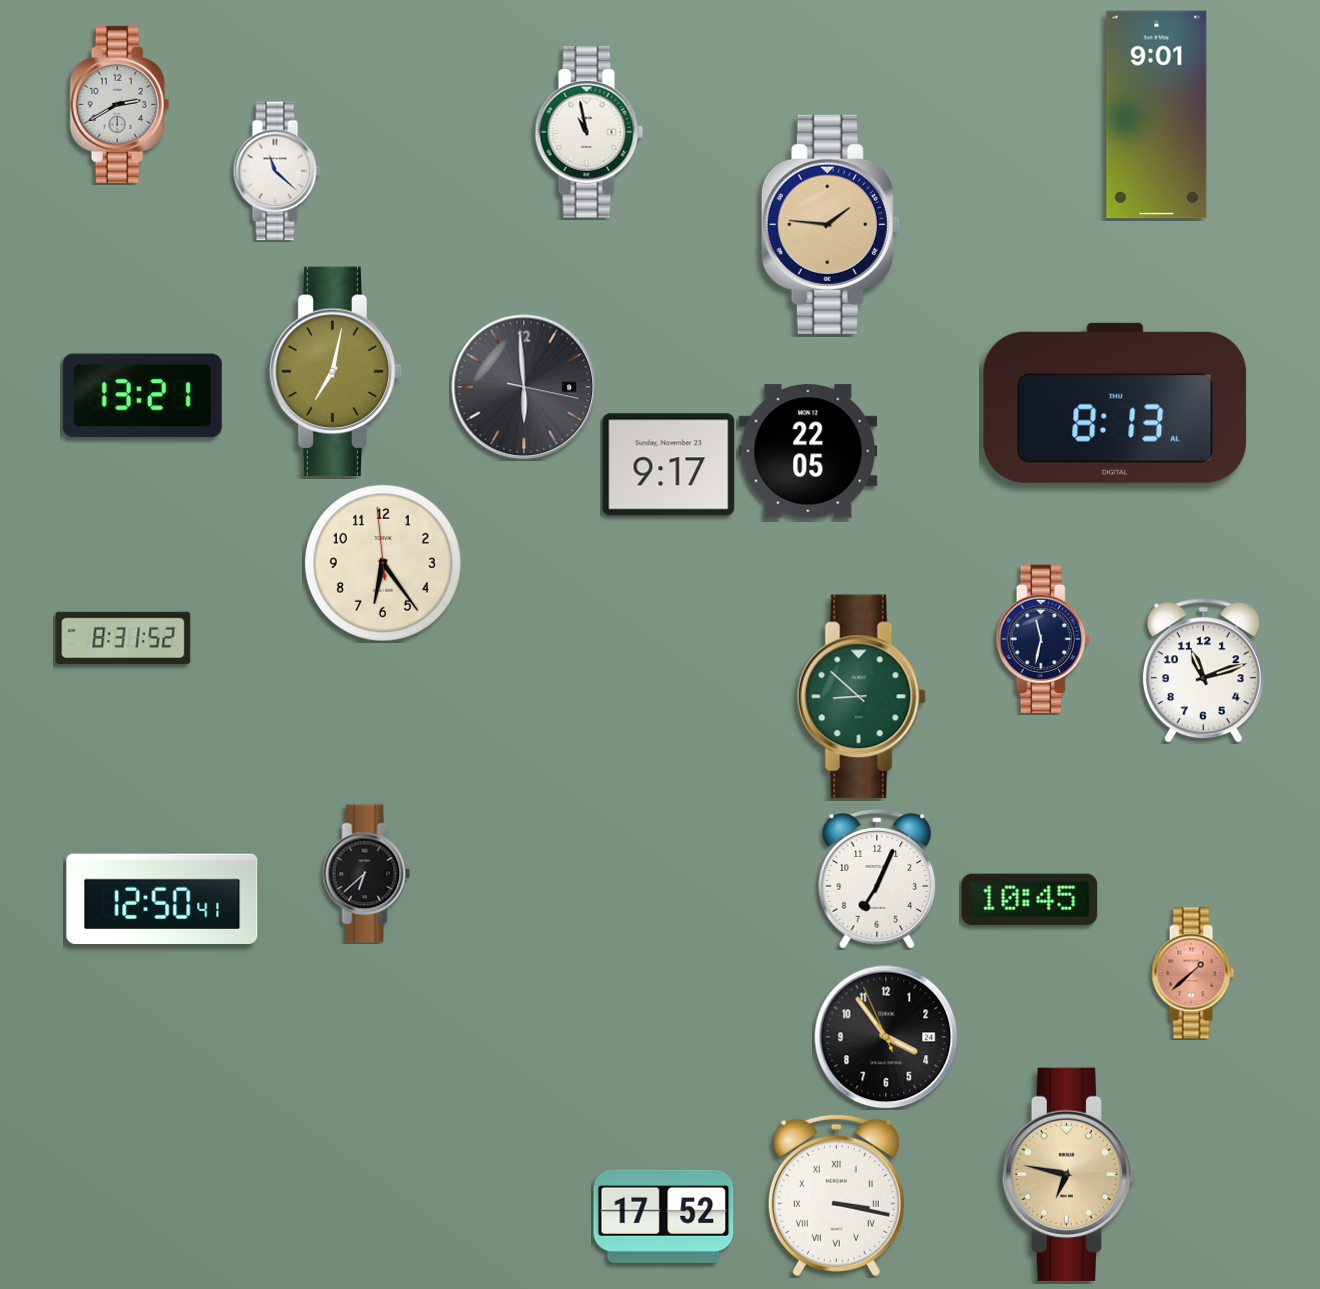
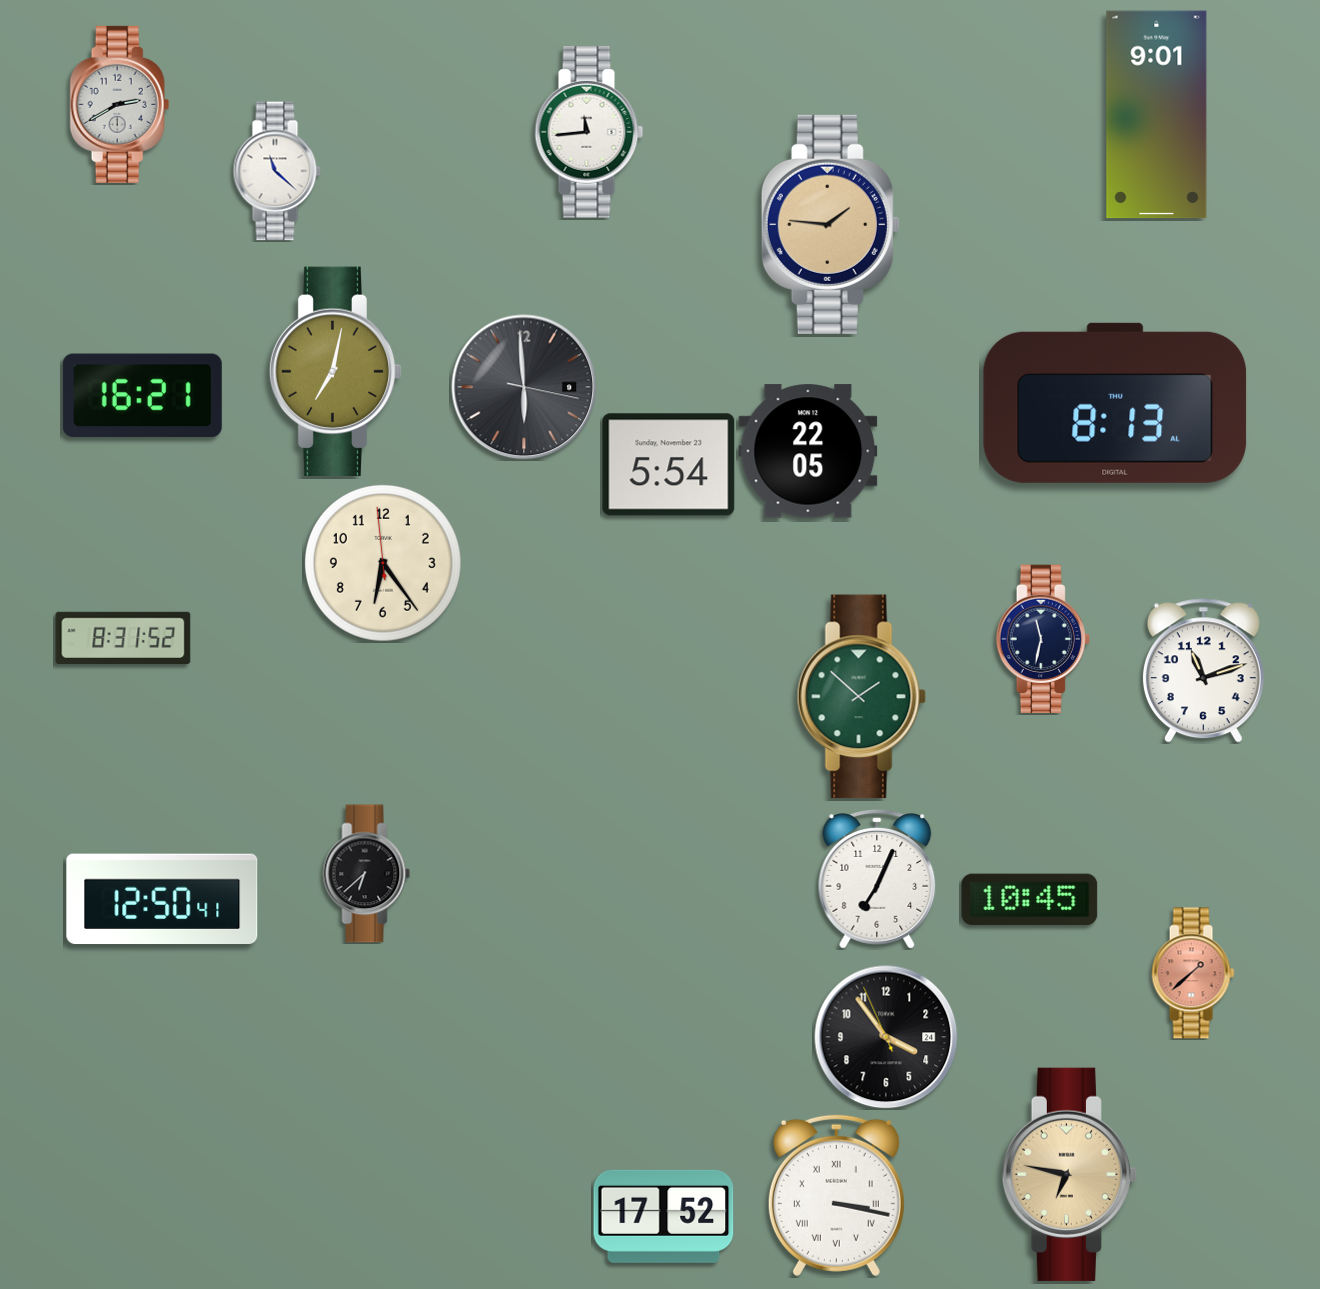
clock at (589, 132): 10:58 -> 11:44
clock at (142, 396): 13:21 -> 16:21
clock at (669, 465): 9:17 -> 5:54
clock at (861, 697): 8:52 -> 1:52
